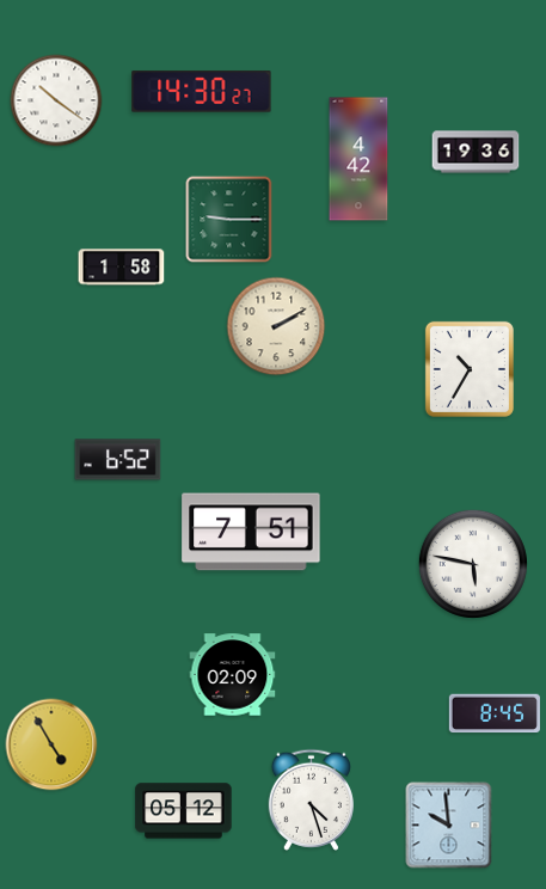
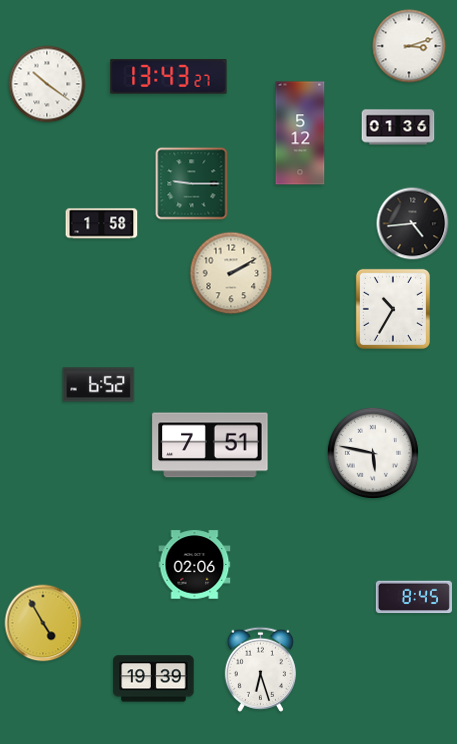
clock at (409, 46): none -> 3:12
clock at (202, 92): 14:30 -> 13:43
clock at (476, 152): 19:36 -> 01:36
clock at (358, 159): 4:42 -> 5:12
clock at (413, 224): none -> 4:44
clock at (473, 564) position: (473, 564) -> (373, 453)
clock at (233, 675): 02:09 -> 02:06
clock at (311, 799): 4:27 -> 6:27
clock at (184, 811): 05:12 -> 19:39
clock at (449, 826): 9:59 -> none
